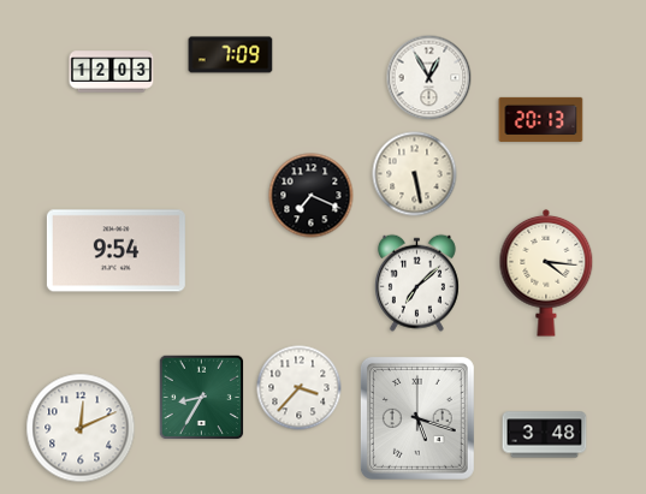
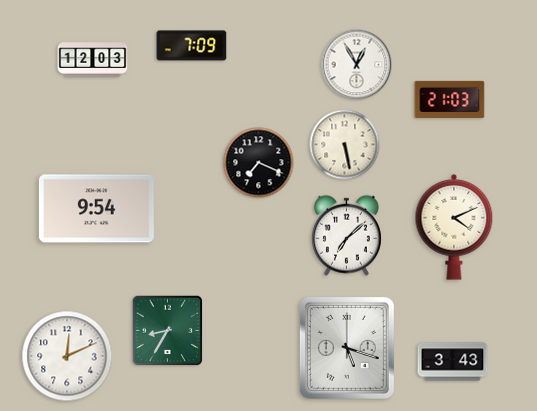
clock at (541, 119): 20:13 -> 21:03
clock at (546, 273): 4:16 -> 4:11
clock at (300, 388): 3:37 -> none
clock at (545, 435): 3:48 -> 3:43
